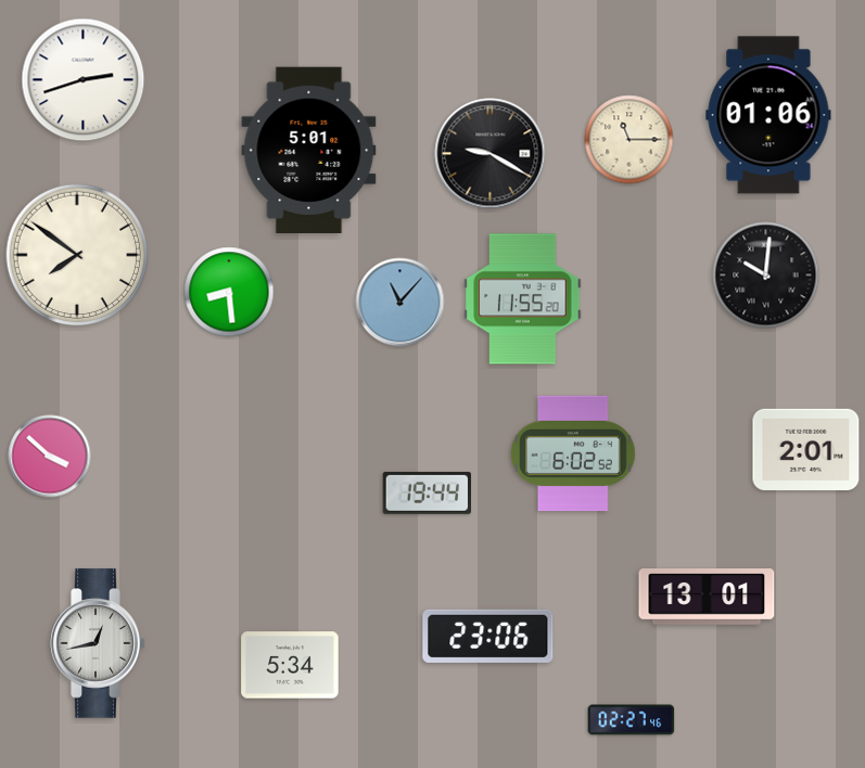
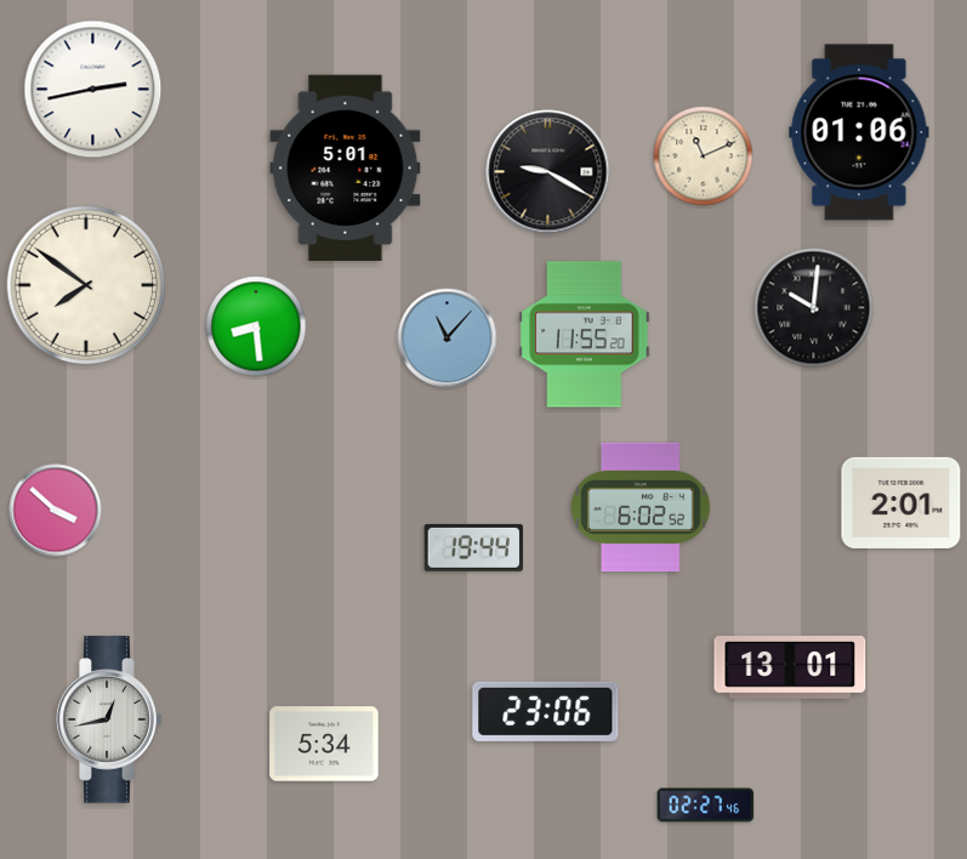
clock at (84, 80): 2:42 -> 2:43
clock at (768, 115) position: (768, 115) -> (859, 132)
clock at (629, 140): 11:15 -> 11:11
clock at (766, 276) position: (766, 276) -> (814, 308)
clock at (427, 492) position: (427, 492) -> (473, 547)
